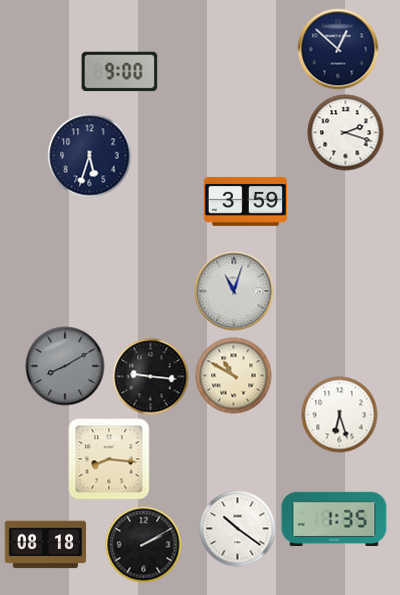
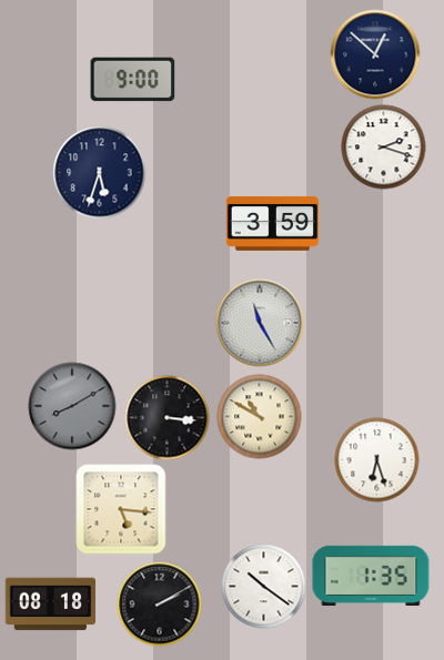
clock at (234, 291): 11:03 -> 11:25
clock at (151, 377): 9:16 -> 3:16
clock at (109, 459): 8:16 -> 5:16
